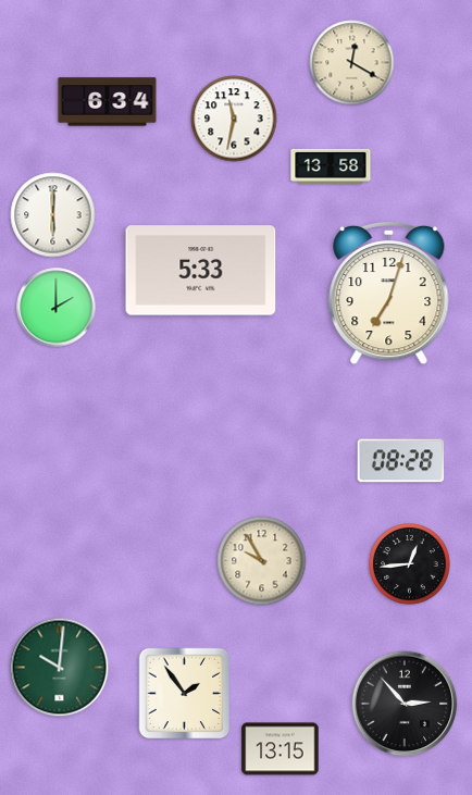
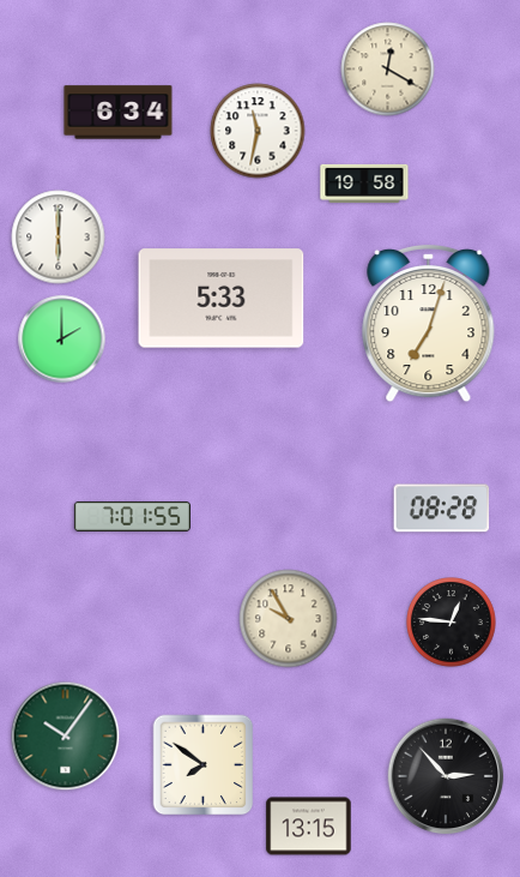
clock at (331, 166): 13:58 -> 19:58
clock at (132, 516): none -> 7:01
clock at (410, 564): 12:44 -> 12:46
clock at (60, 668): 10:01 -> 10:06
clock at (185, 694): 1:54 -> 7:51
